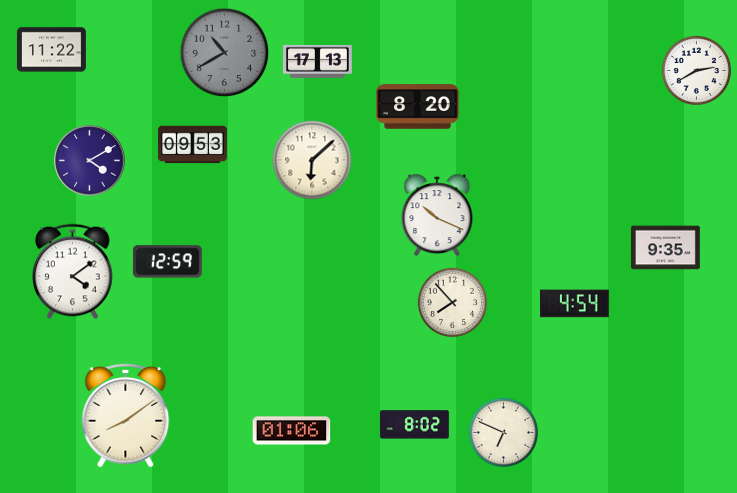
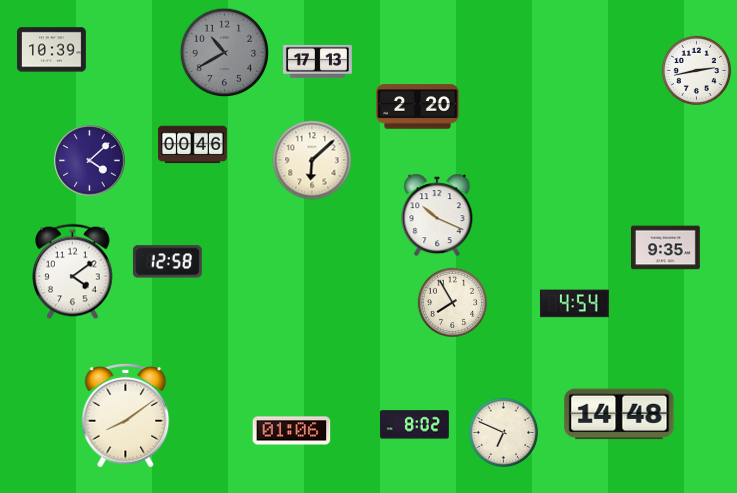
clock at (52, 50): 11:22 -> 10:39
clock at (696, 70): 2:40 -> 2:43
clock at (418, 107): 8:20 -> 2:20
clock at (193, 145): 09:53 -> 00:46
clock at (90, 161): 4:10 -> 4:08
clock at (167, 262): 12:59 -> 12:58
clock at (452, 302): 7:53 -> 7:55
clock at (619, 414): none -> 14:48
